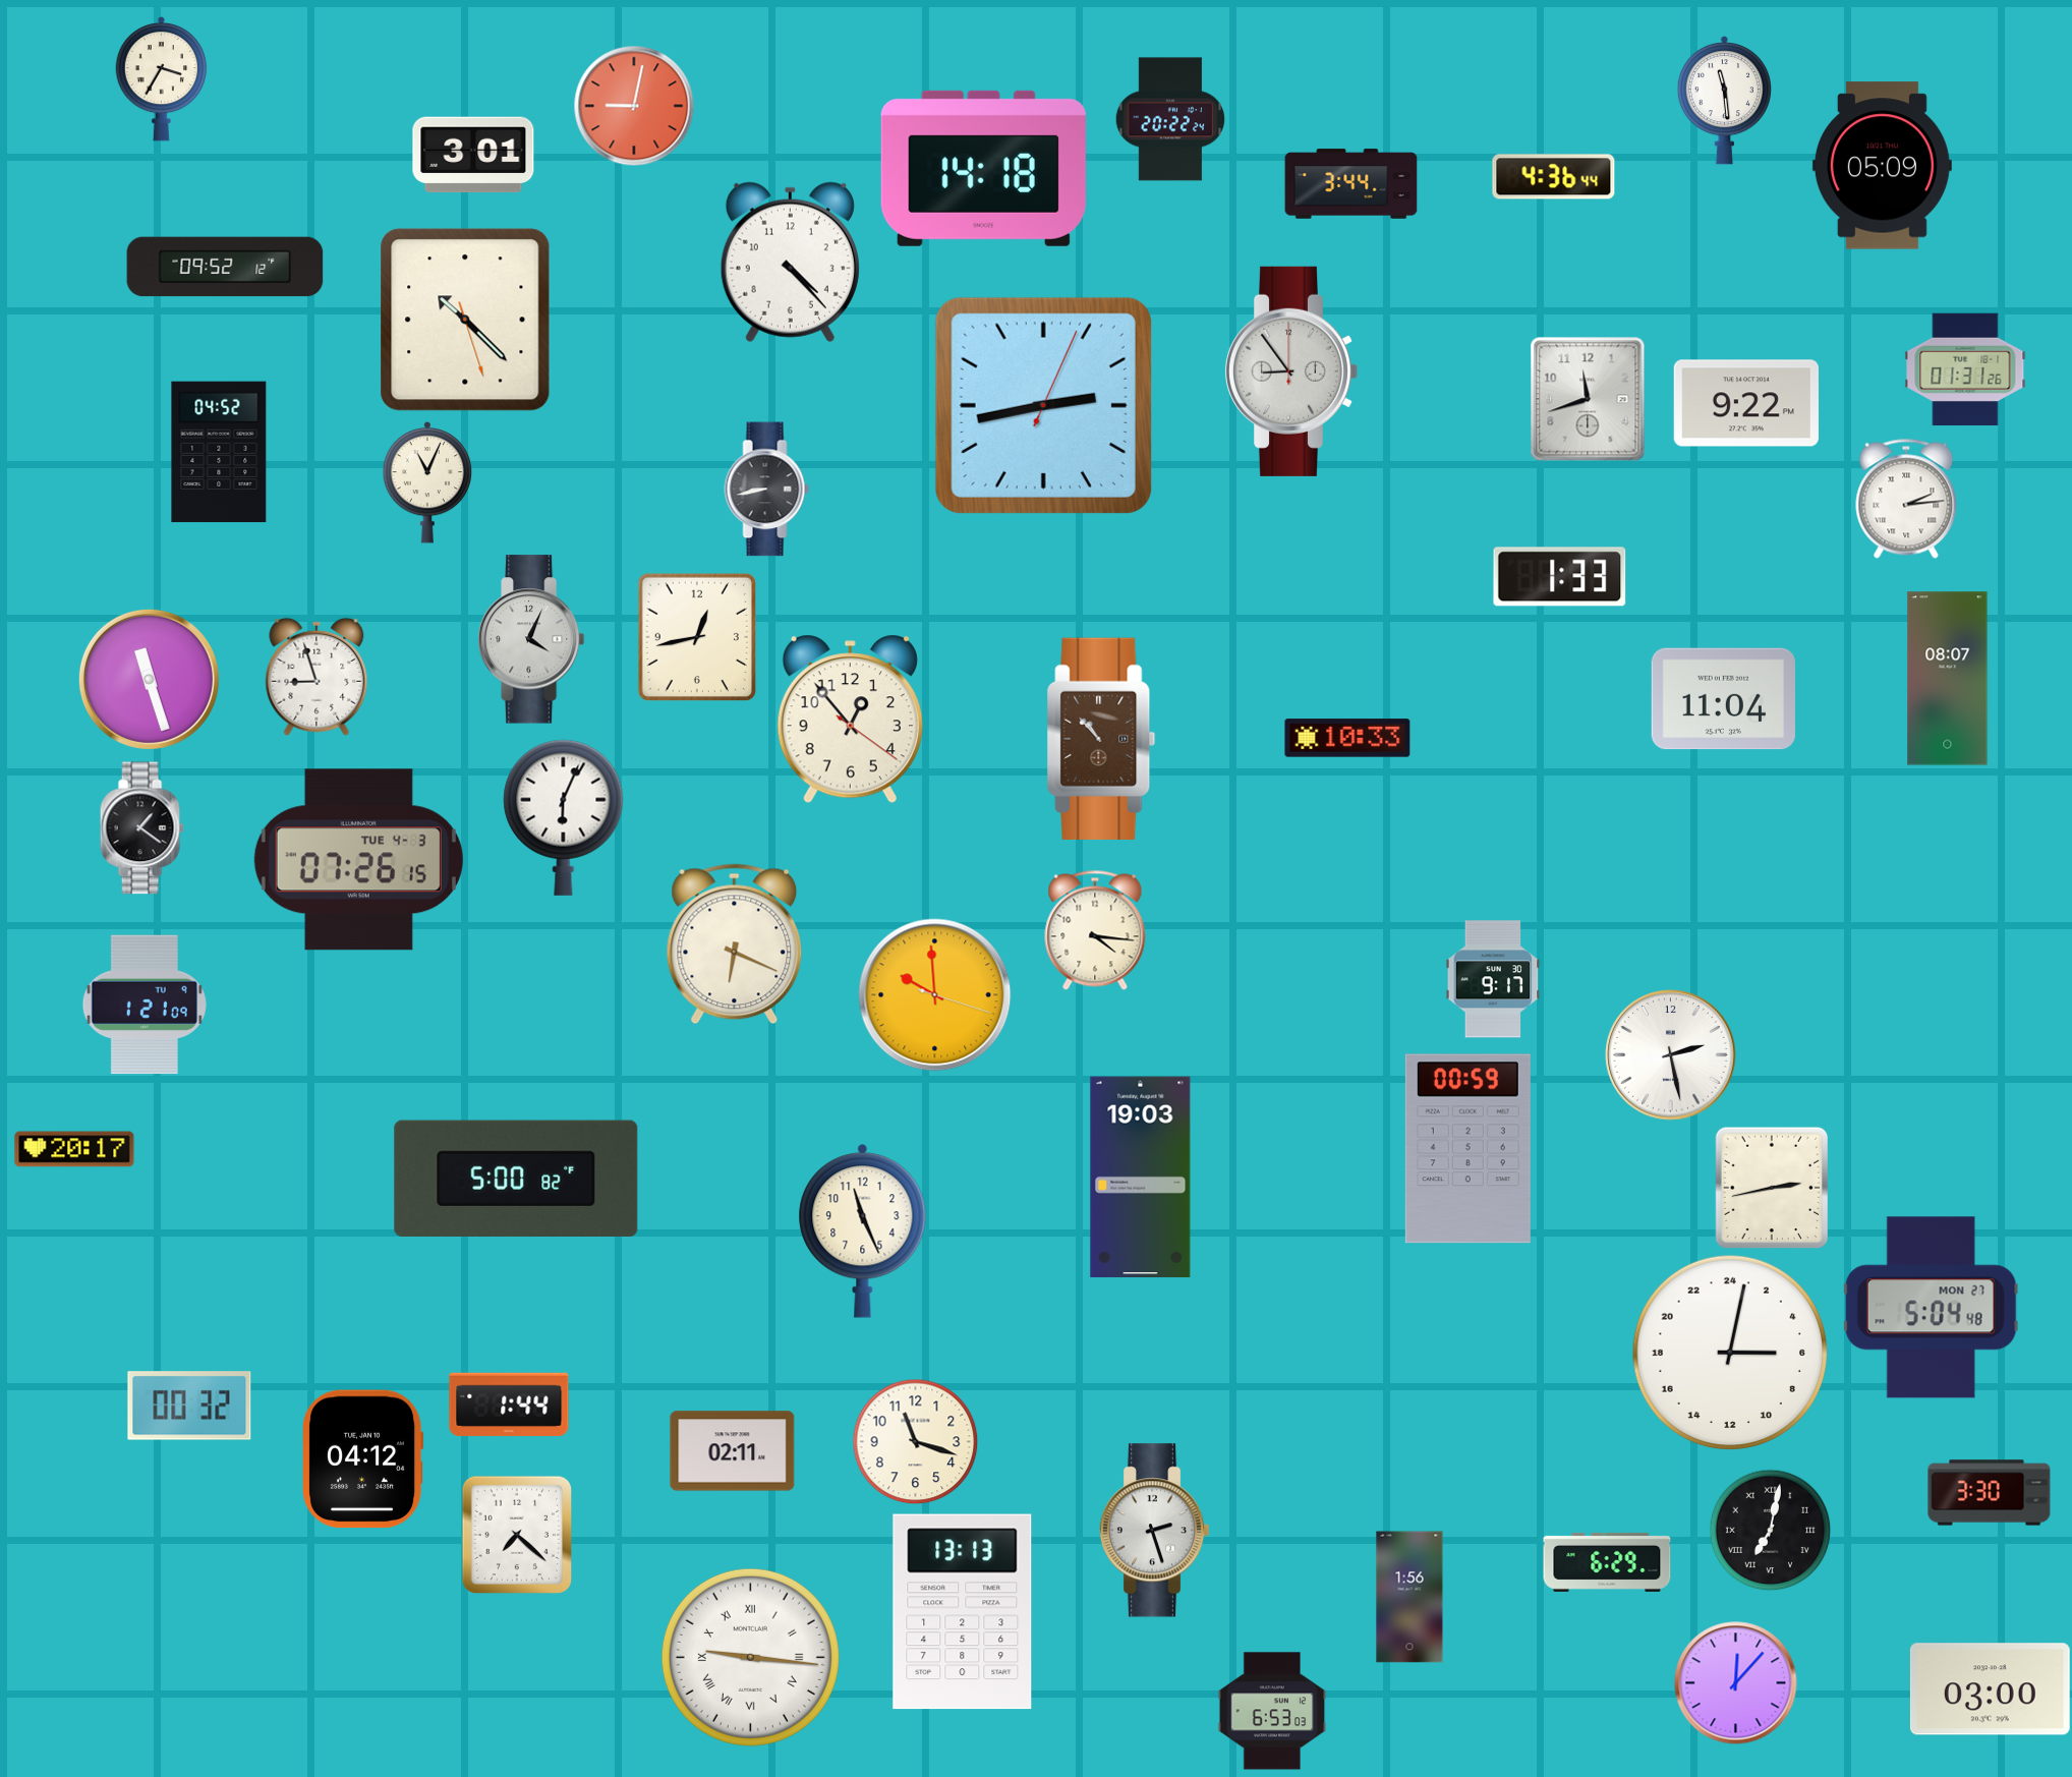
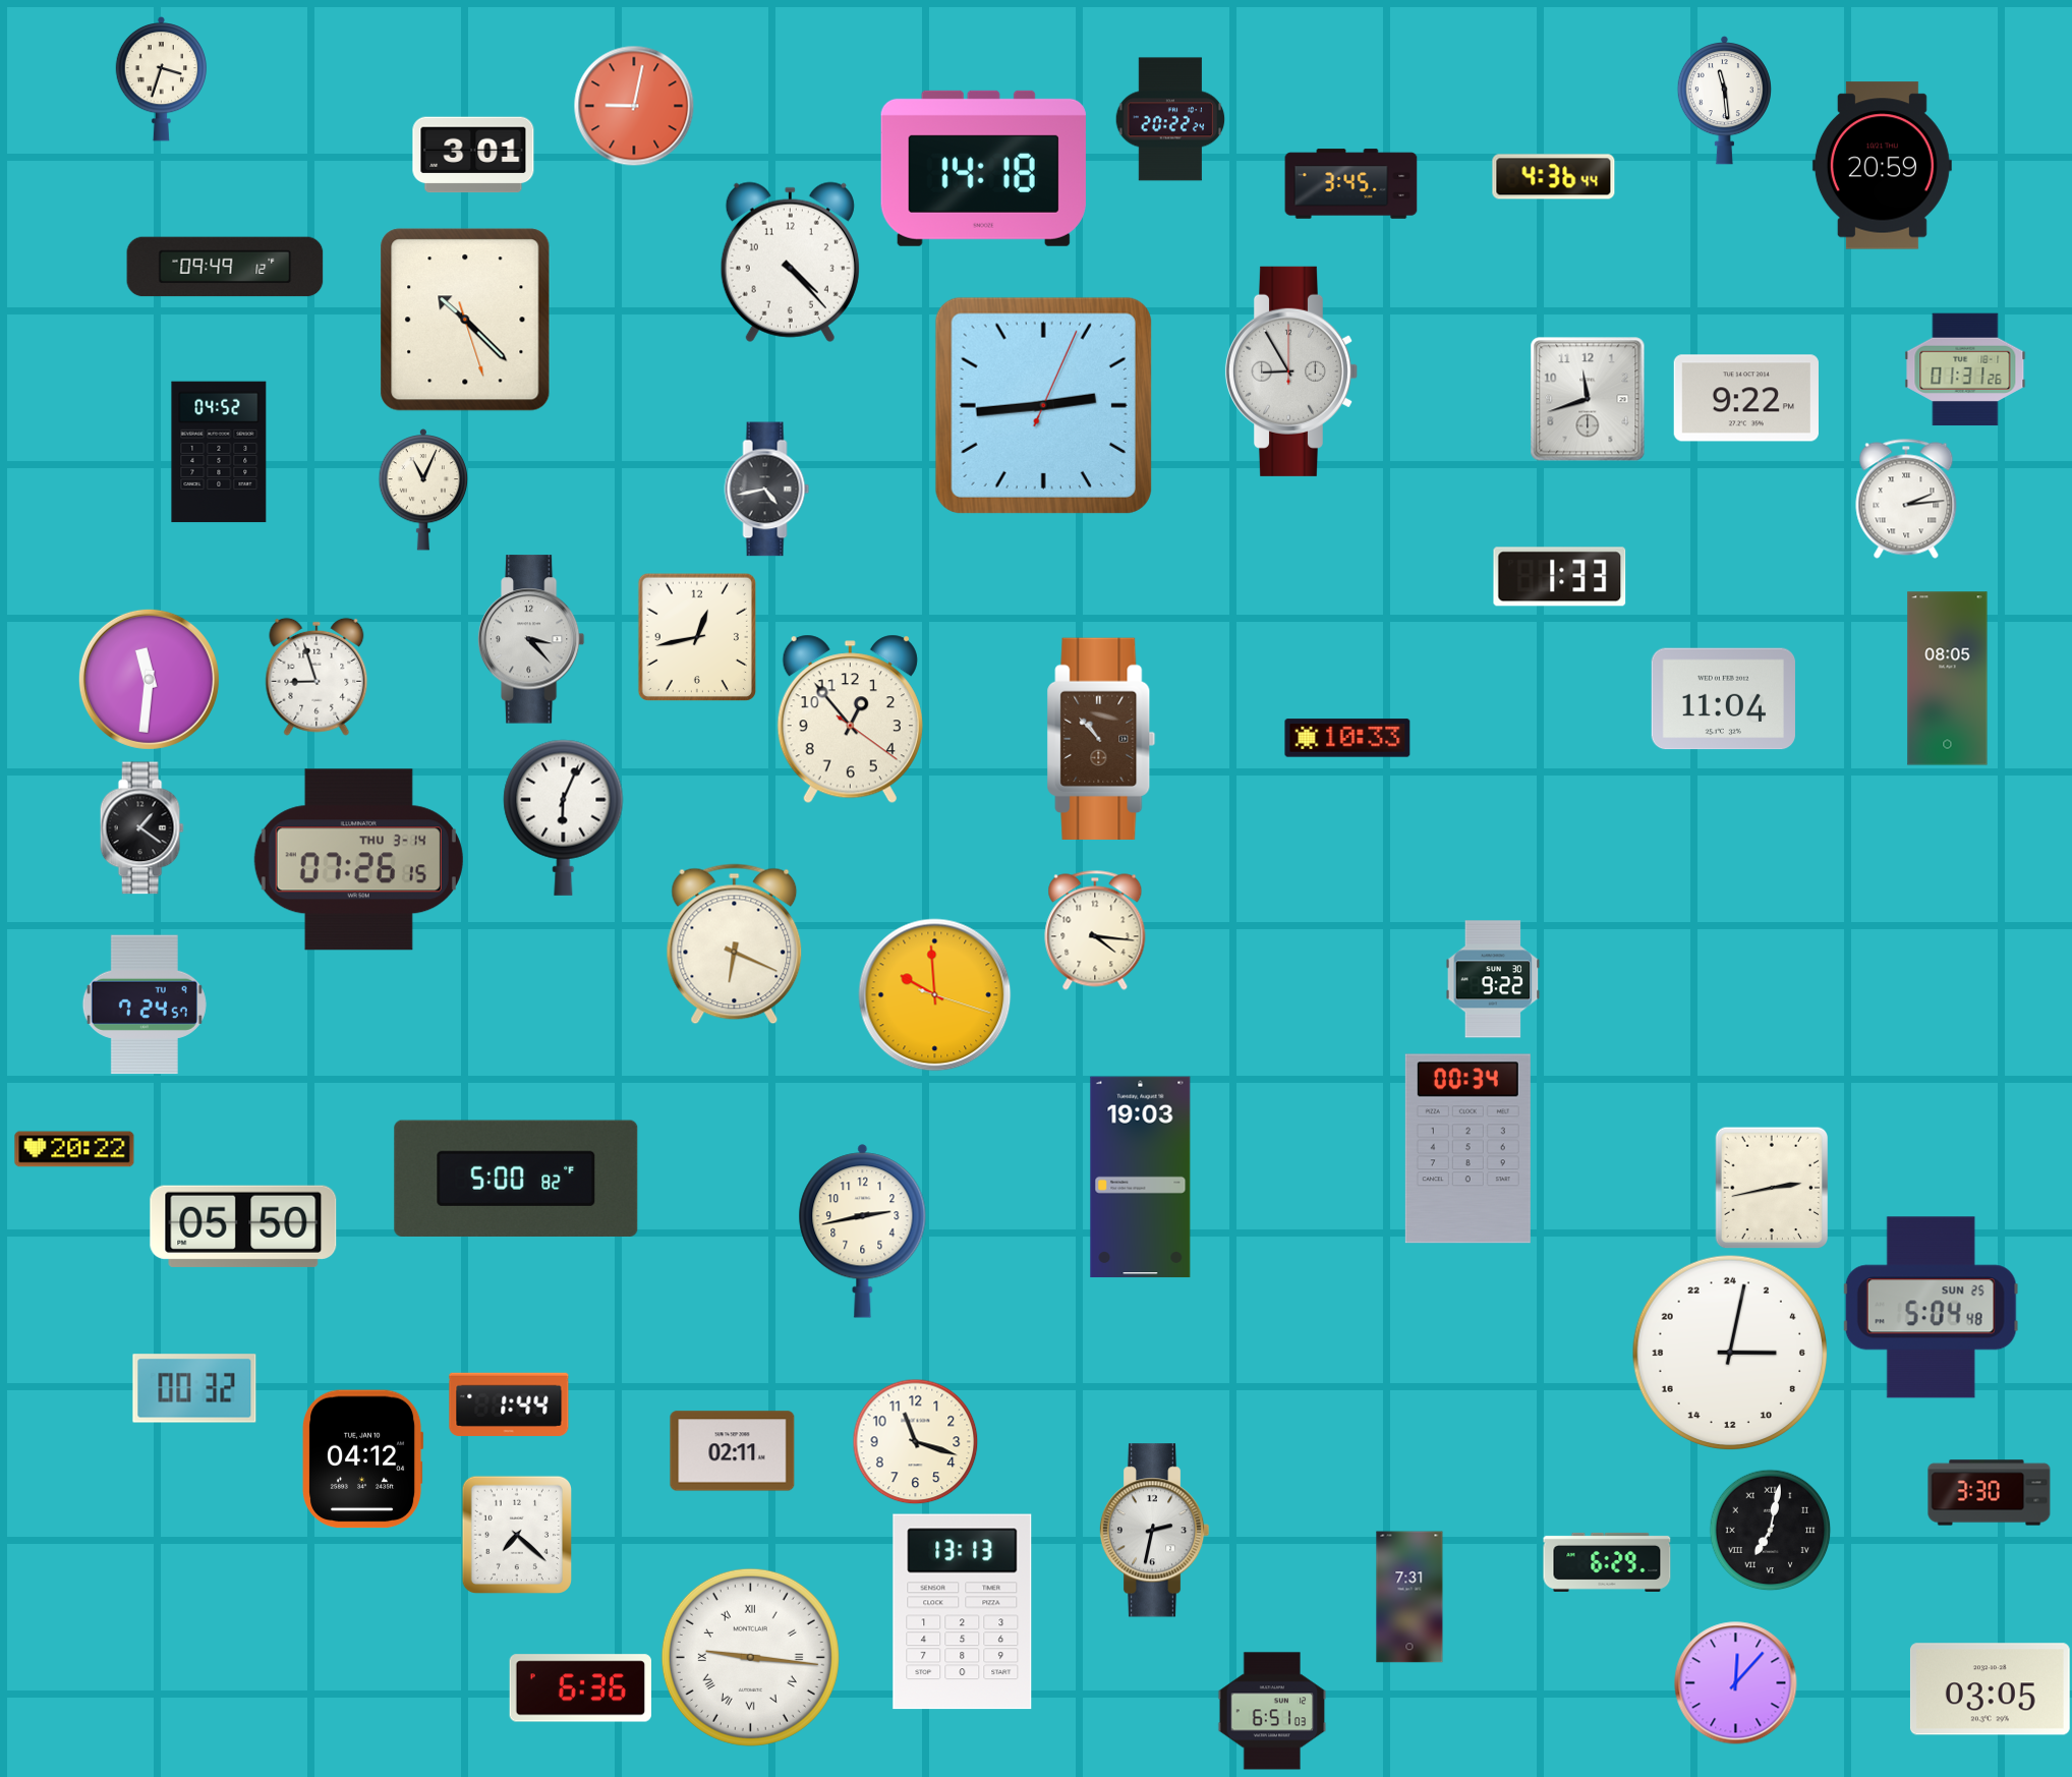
clock at (161, 78): 3:35 -> 3:33
clock at (1882, 166): 05:09 -> 20:59
clock at (1351, 184): 3:44 -> 3:45
clock at (225, 267): 09:52 -> 09:49
clock at (1290, 371): 8:54 -> 8:55
clock at (1746, 403) position: (1746, 403) -> (1746, 398)
clock at (1043, 405): 2:43 -> 2:44
clock at (427, 482) position: (427, 482) -> (423, 490)
clock at (767, 490): 8:43 -> 4:43
clock at (531, 639): 4:04 -> 3:23
clock at (149, 679): 11:27 -> 11:31
clock at (1948, 679): 08:07 -> 08:05
clock at (358, 860) date: TUE 4-3 -> THU 3-14
clock at (1493, 979): 9:17 -> 9:22
clock at (145, 1005): 1:21 -> 7:24
clock at (1671, 1055): 2:28 -> none
clock at (74, 1149): 20:17 -> 20:22
clock at (1467, 1149): 00:59 -> 00:34
clock at (243, 1226): none -> 05:50
clock at (863, 1231): 11:26 -> 2:43
clock at (1931, 1308) date: MON 27 -> SUN 25
clock at (189, 1406) position: (189, 1406) -> (194, 1388)
clock at (1154, 1531): 2:27 -> 2:32
clock at (1409, 1597): 1:56 -> 7:31
clock at (580, 1688): none -> 6:36
clock at (1990, 1689): 03:00 -> 03:05
clock at (1272, 1711): 6:53 -> 6:51
